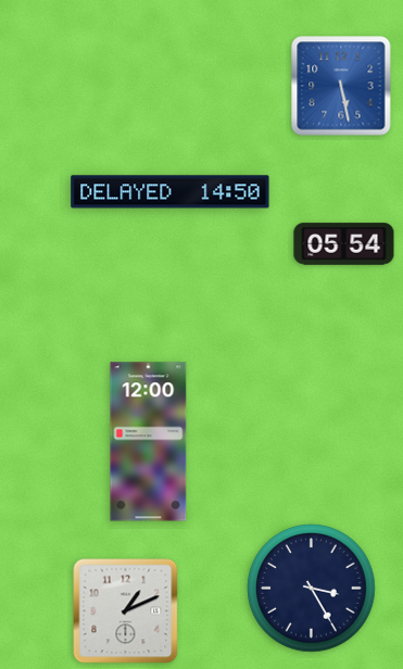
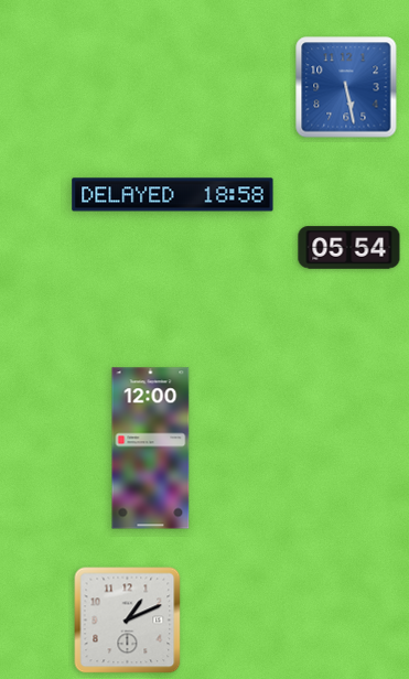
clock at (171, 192): 14:50 -> 18:58
clock at (312, 589): 3:25 -> none
